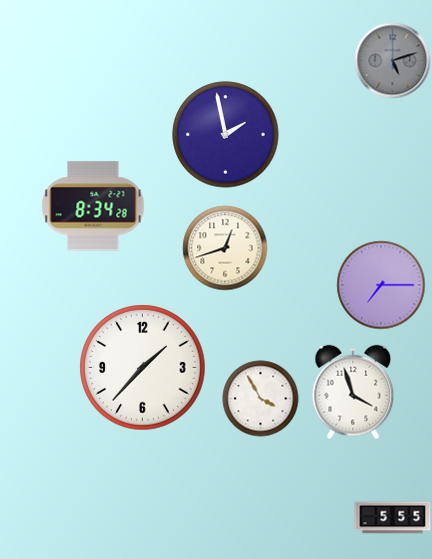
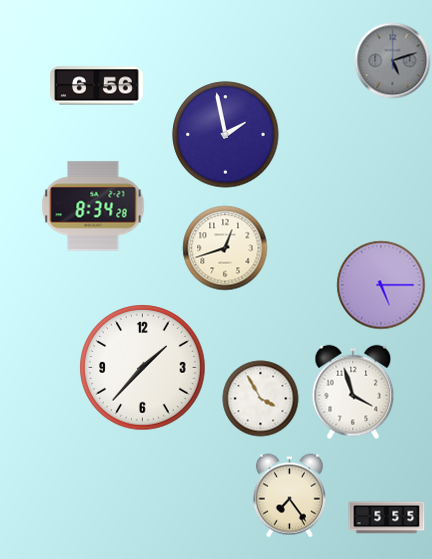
clock at (97, 86): none -> 6:56
clock at (381, 285): 7:15 -> 5:15
clock at (289, 496): none -> 7:24
clock at (393, 518) position: (393, 518) -> (387, 518)
